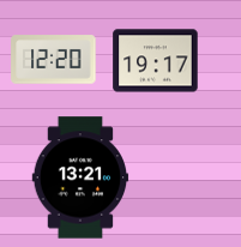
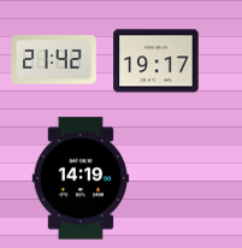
clock at (54, 60): 12:20 -> 21:42
clock at (80, 177): 13:21 -> 14:19
